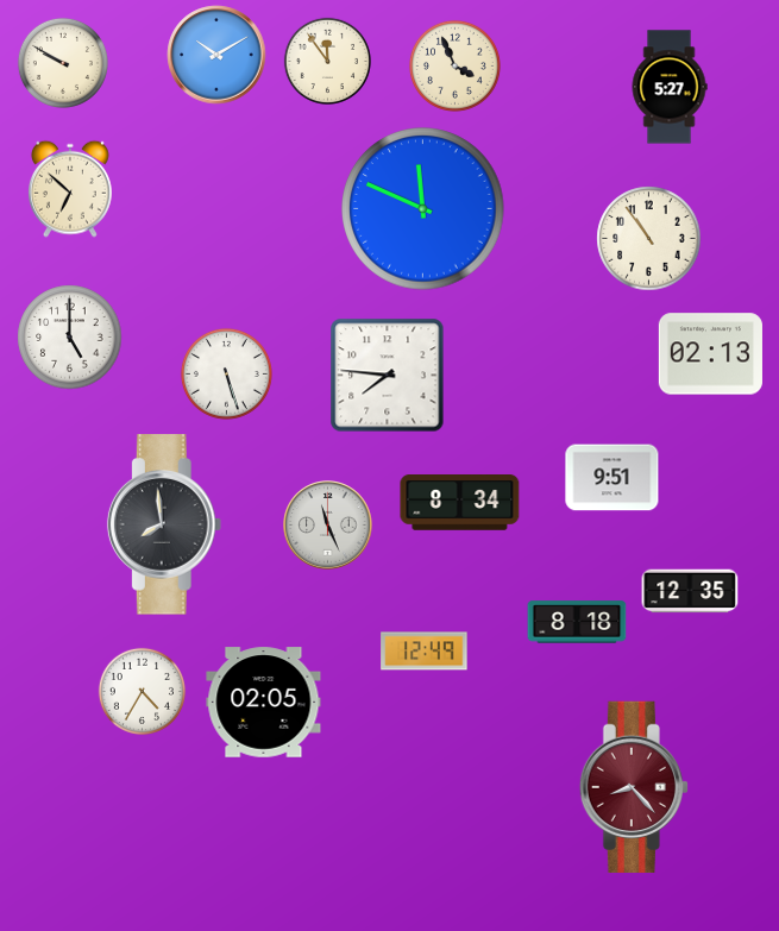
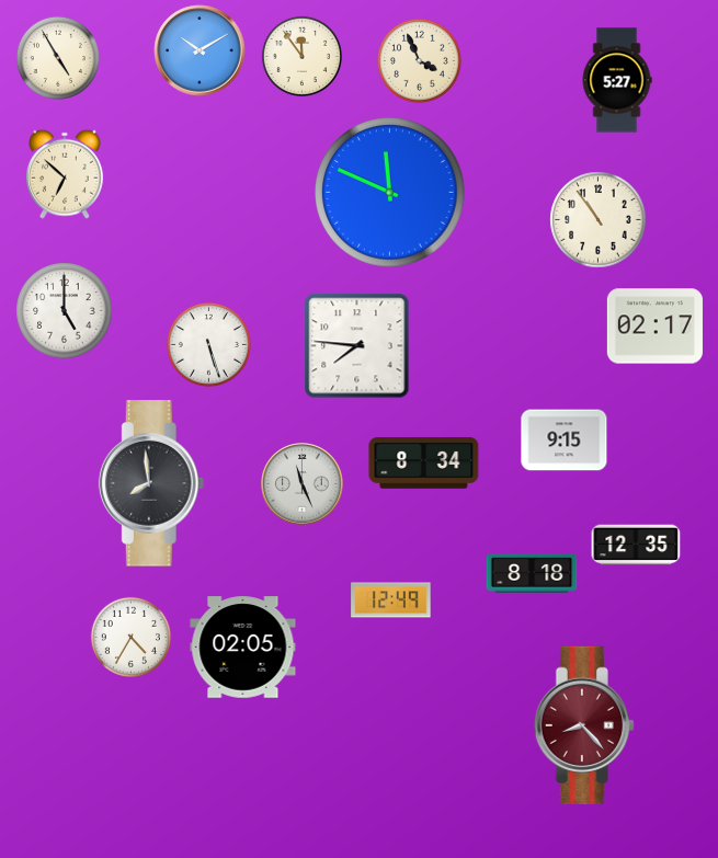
clock at (63, 63): 9:50 -> 4:55
clock at (710, 354): 02:13 -> 02:17
clock at (612, 478): 9:51 -> 9:15
